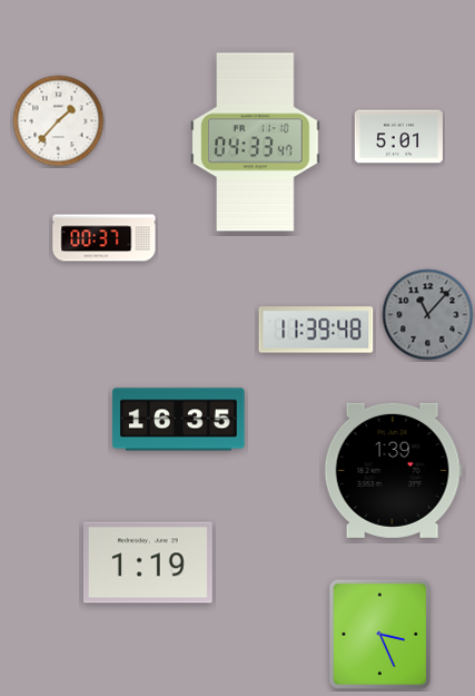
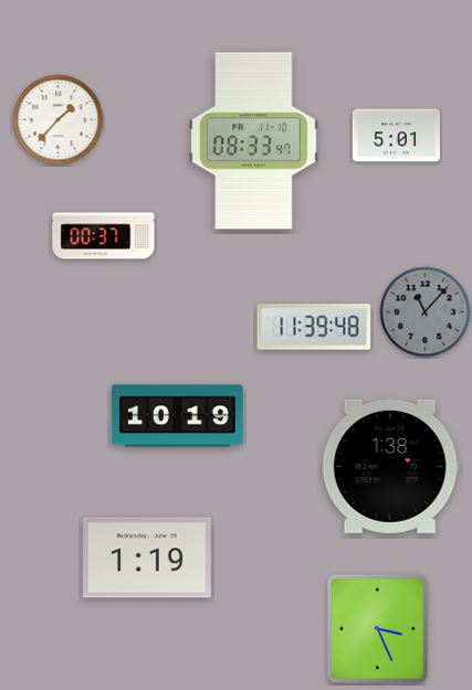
clock at (256, 143): 04:33 -> 08:33
clock at (179, 420): 16:35 -> 10:19
clock at (393, 470): 1:39 -> 1:38
